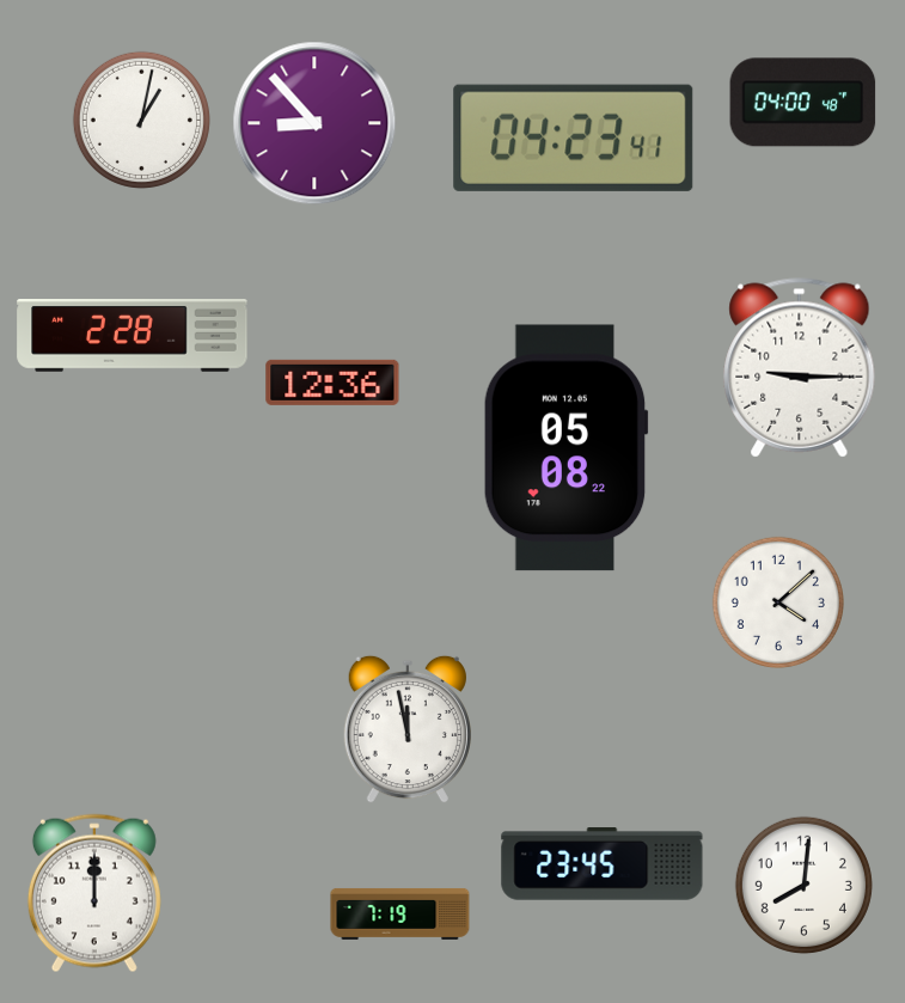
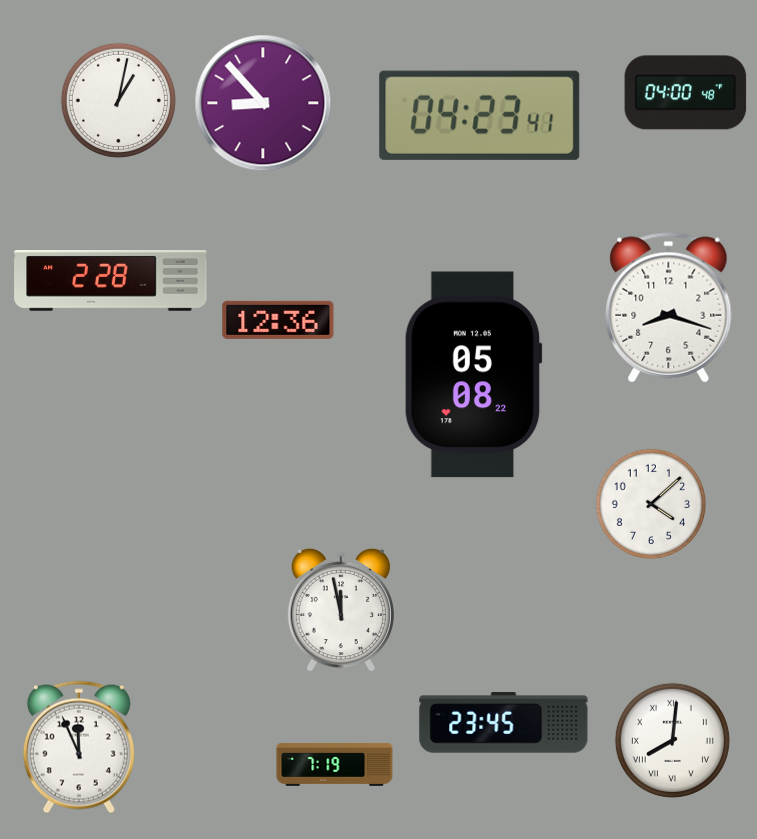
clock at (803, 103) position: (803, 103) -> (686, 93)
clock at (800, 368): 9:15 -> 8:18
clock at (803, 885) numerals: Arabic -> Roman
clock at (94, 893): 12:00 -> 11:56
